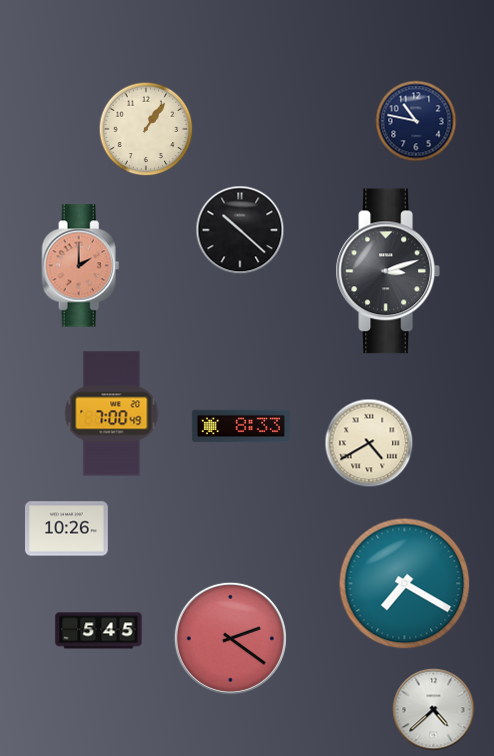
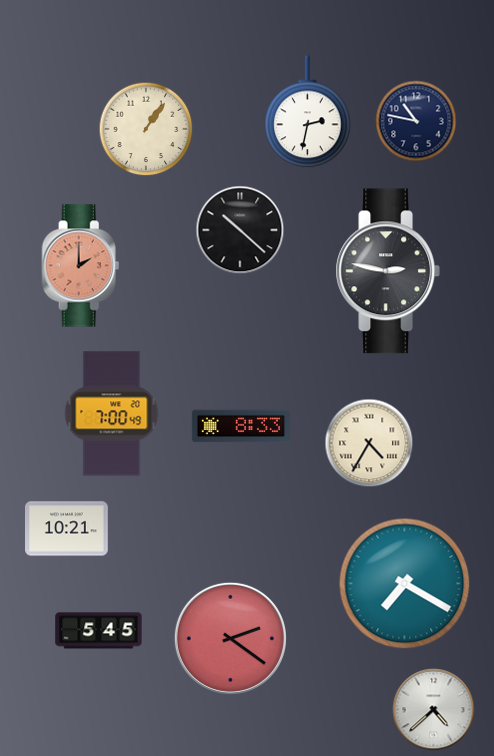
clock at (308, 112): none -> 2:32
clock at (387, 271): 3:12 -> 2:47
clock at (369, 443): 4:40 -> 4:35
clock at (67, 529): 10:26 -> 10:21
